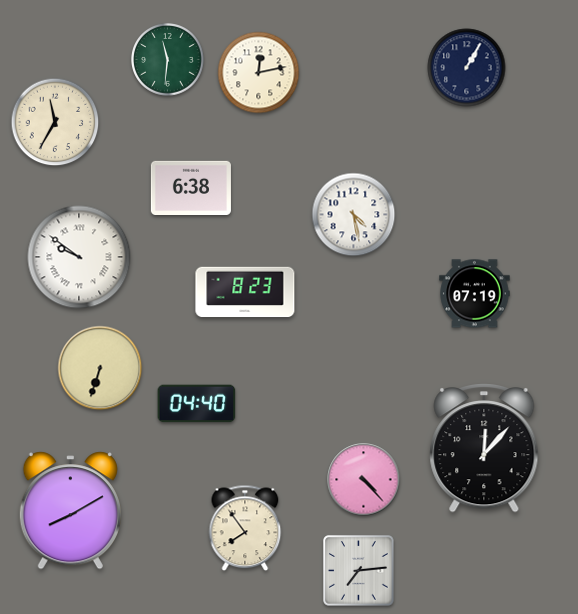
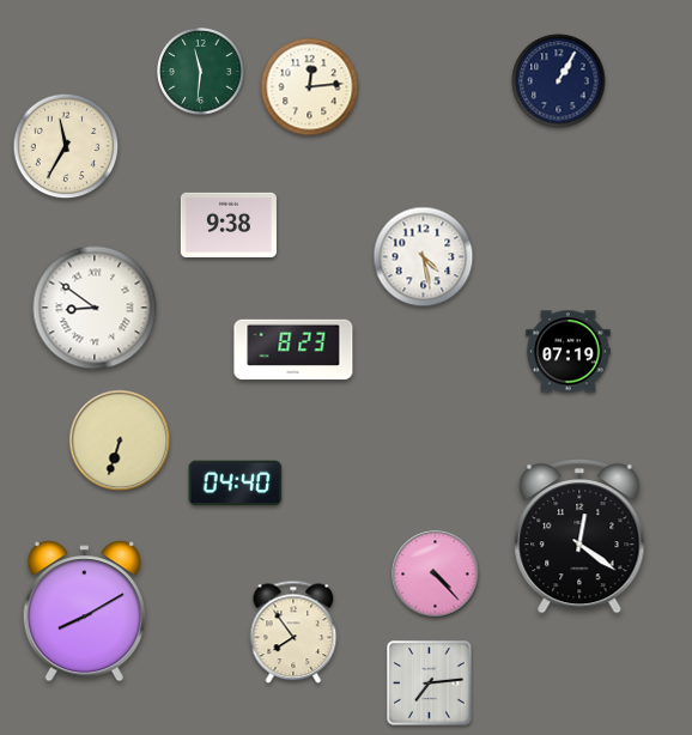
clock at (259, 73): 12:13 -> 12:14
clock at (191, 187): 6:38 -> 9:38
clock at (79, 257): 9:51 -> 8:51
clock at (484, 449): 12:07 -> 12:21
